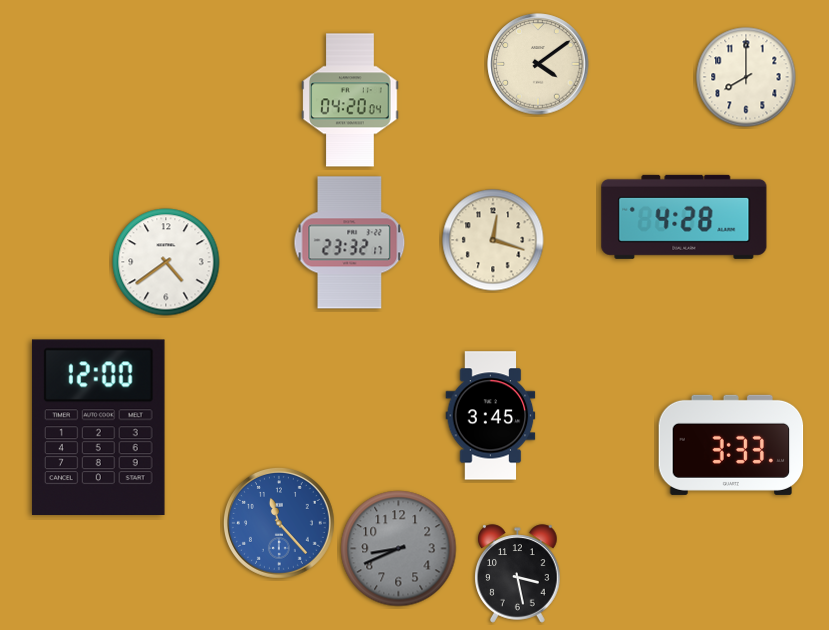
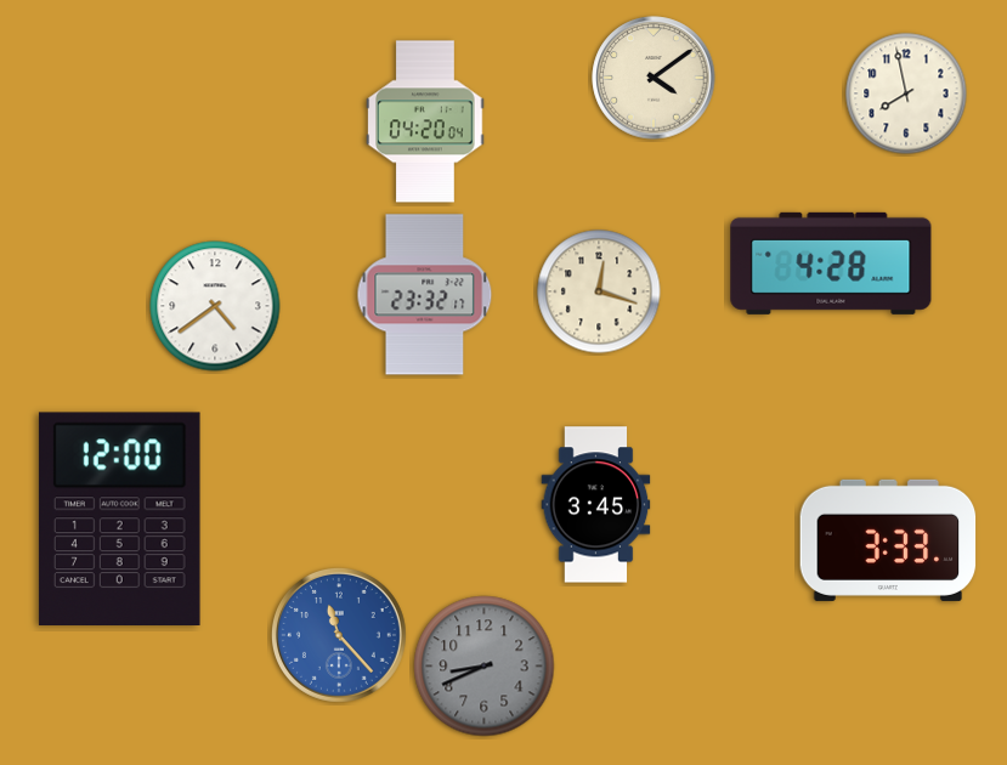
clock at (746, 77): 8:00 -> 7:58
clock at (166, 262) position: (166, 262) -> (215, 306)
clock at (518, 574): 3:28 -> none
